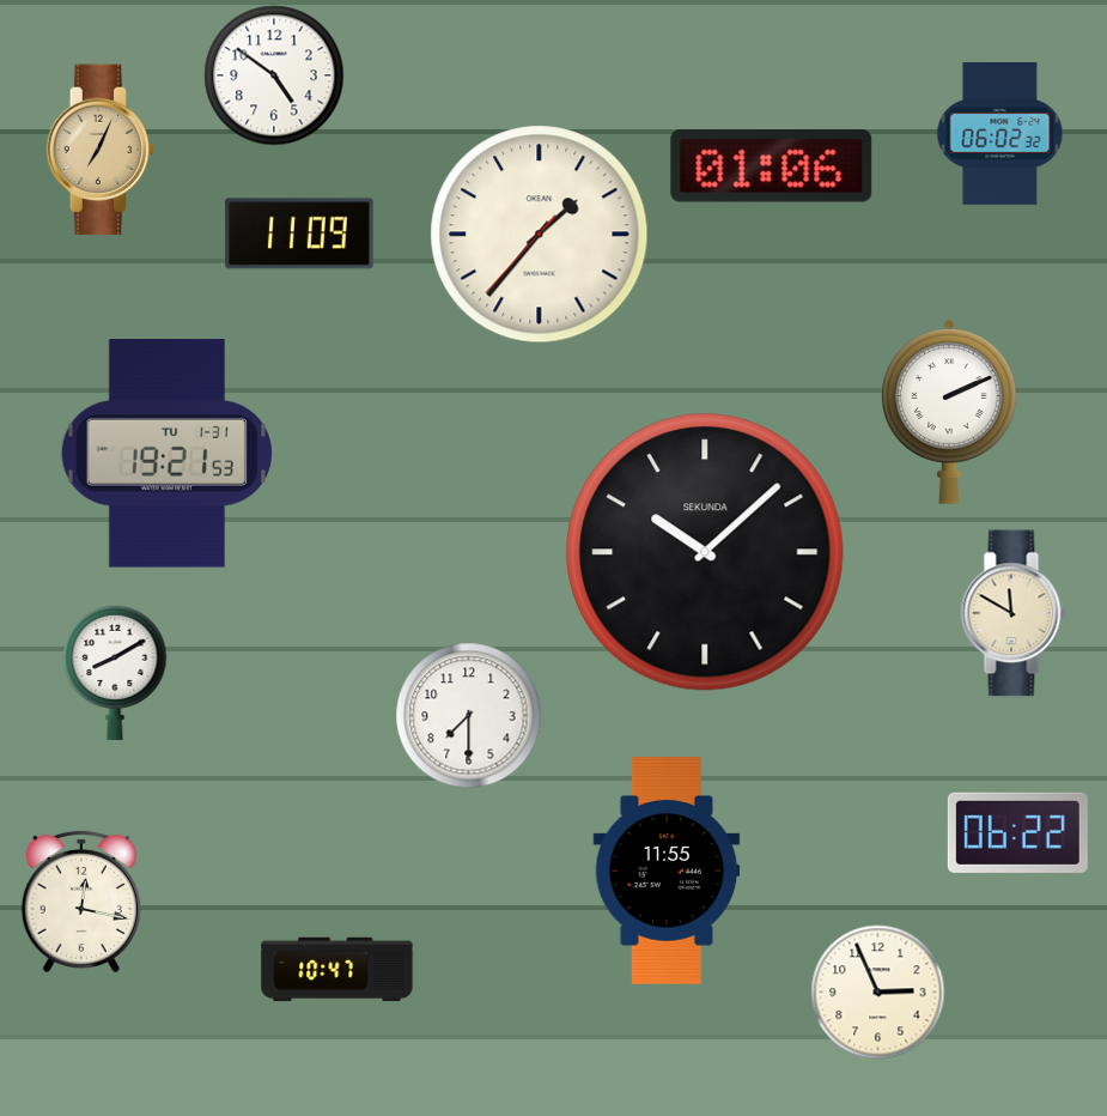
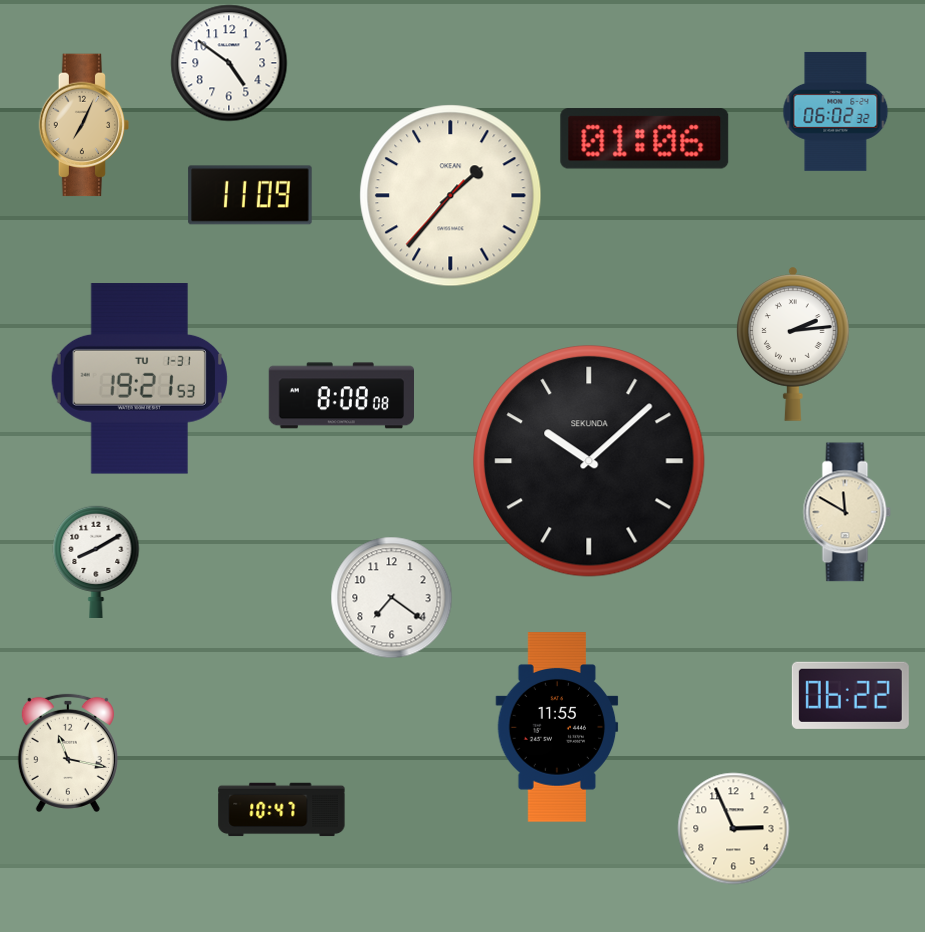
clock at (950, 412): 2:11 -> 2:14
clock at (341, 396): none -> 8:08
clock at (469, 716): 7:30 -> 7:21
clock at (81, 900): 12:17 -> 11:17
